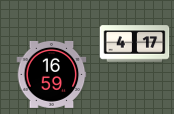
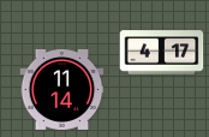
clock at (52, 74): 16:59 -> 11:14
